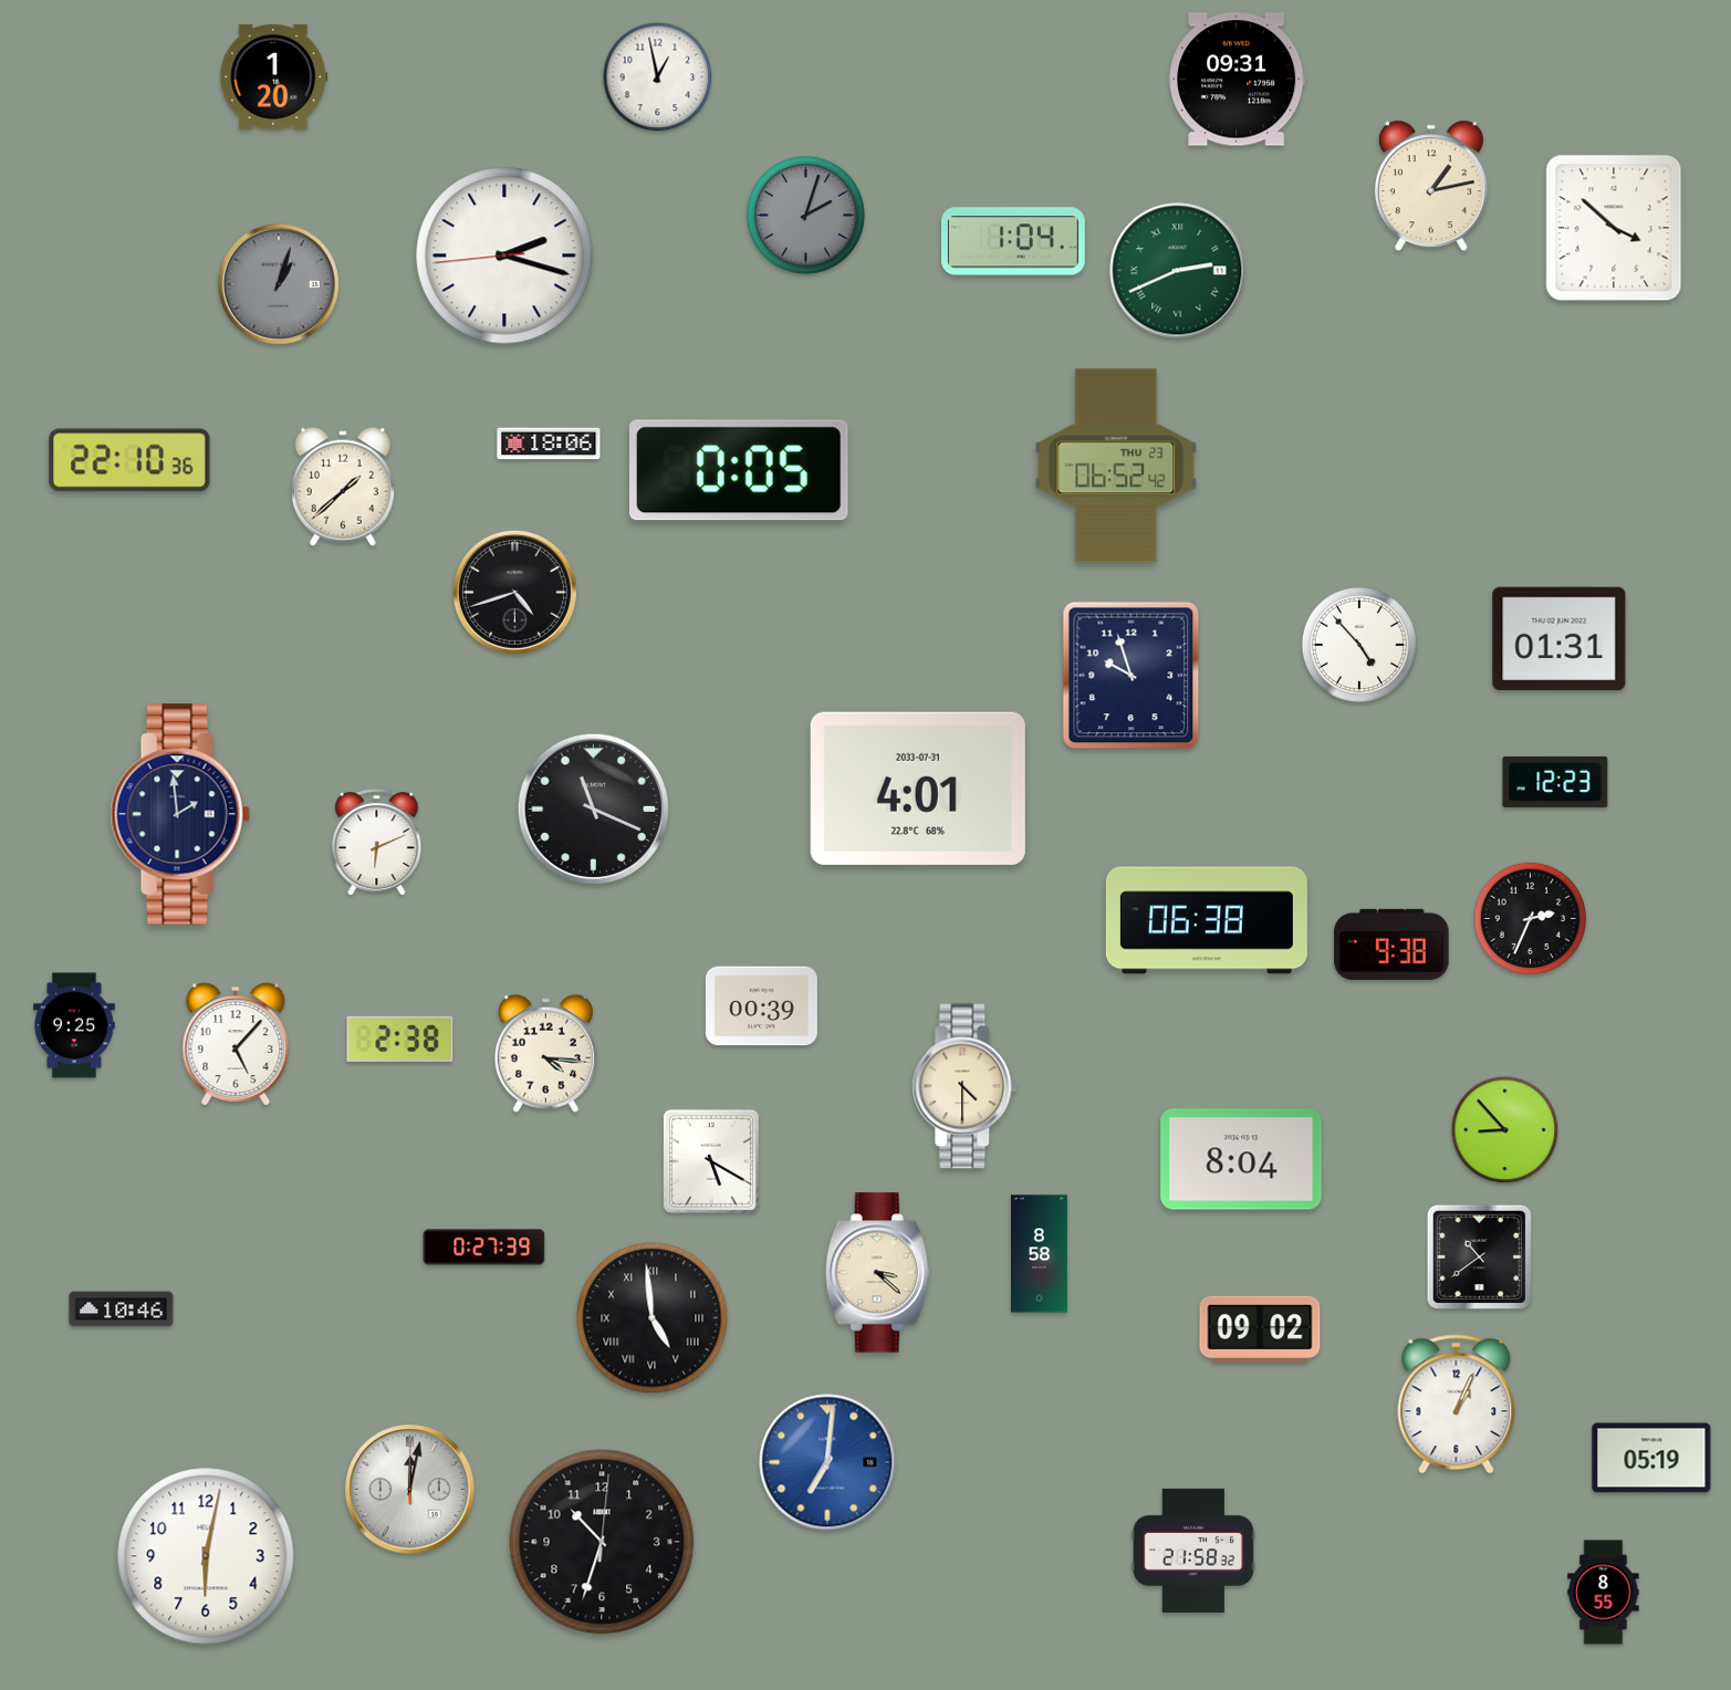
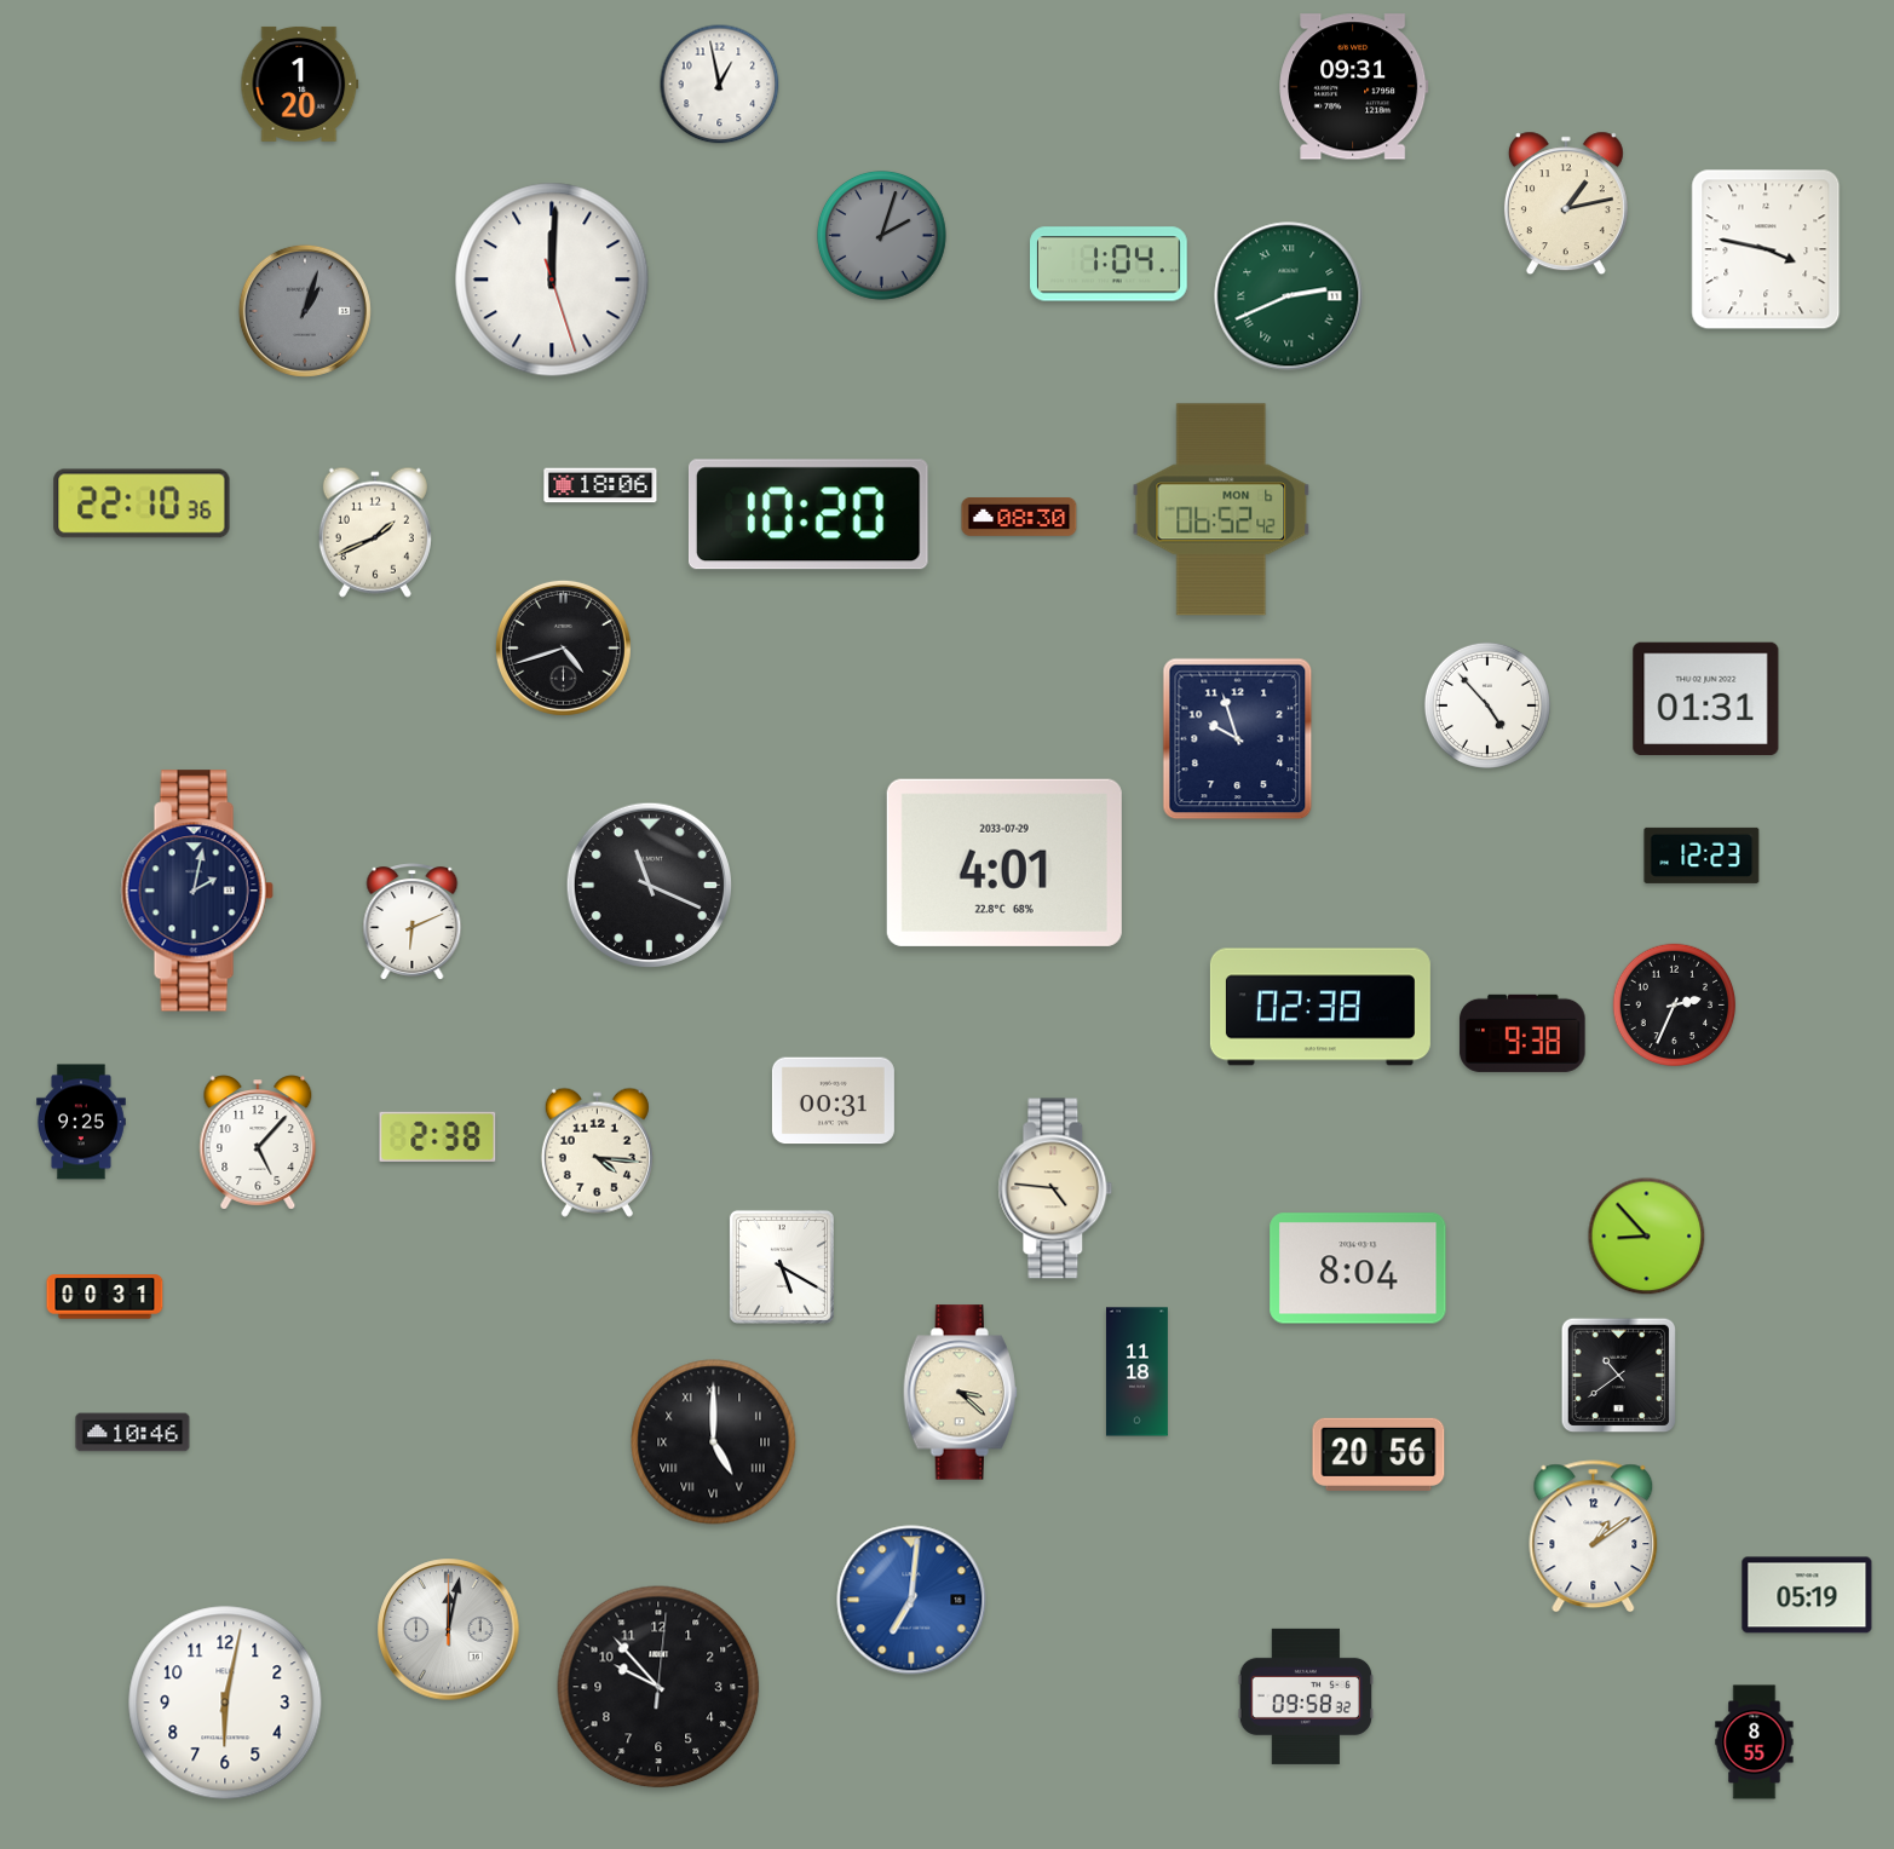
clock at (1614, 228): 3:52 -> 3:47
clock at (504, 255): 2:17 -> 12:00
clock at (1116, 466) date: THU 23 -> MON 6
clock at (739, 470): 0:05 -> 10:20
clock at (1019, 518): none -> 08:30
clock at (343, 487): 1:38 -> 1:41
clock at (918, 789) date: 2033-07-31 -> 2033-07-29
clock at (180, 814): 1:59 -> 2:02
clock at (1207, 920): 06:38 -> 02:38
clock at (761, 1006): 00:39 -> 00:31
clock at (964, 1086): 4:30 -> 4:46
clock at (711, 1161) position: (711, 1161) -> (782, 1267)
clock at (105, 1297): none -> 00:31
clock at (484, 1248): 0:27 -> none
clock at (1039, 1254): 8:58 -> 11:18
clock at (653, 1318): 4:59 -> 5:00
clock at (1260, 1329): 09:02 -> 20:56
clock at (1457, 1405): 1:04 -> 1:09
clock at (827, 1462) position: (827, 1462) -> (911, 1600)
clock at (602, 1542): 10:33 -> 9:53
clock at (1193, 1551): 21:58 -> 09:58
